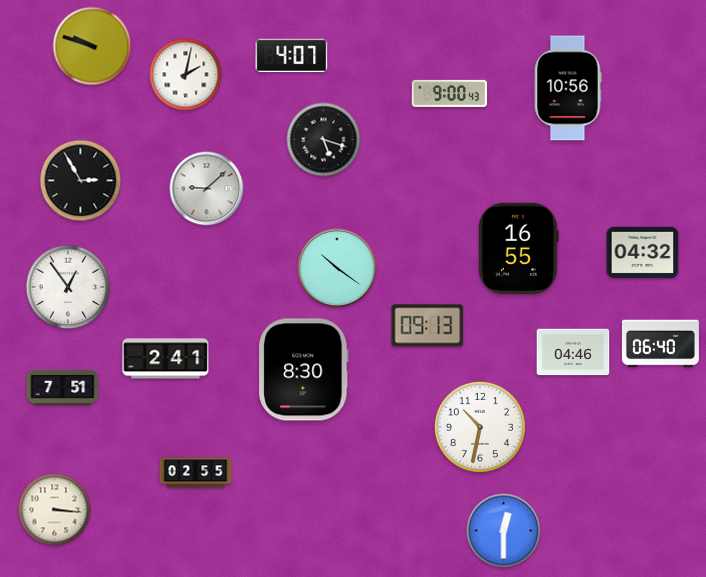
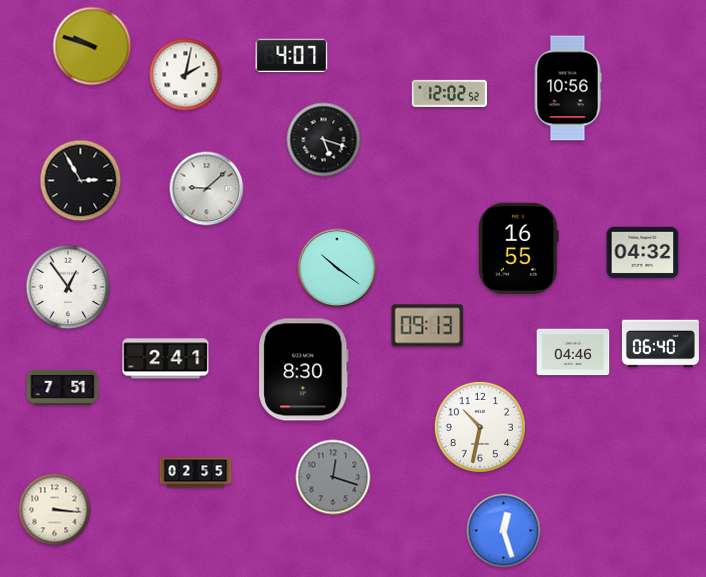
clock at (449, 93): 9:00 -> 12:02
clock at (333, 477): none -> 12:18
clock at (504, 531): 12:30 -> 12:27
